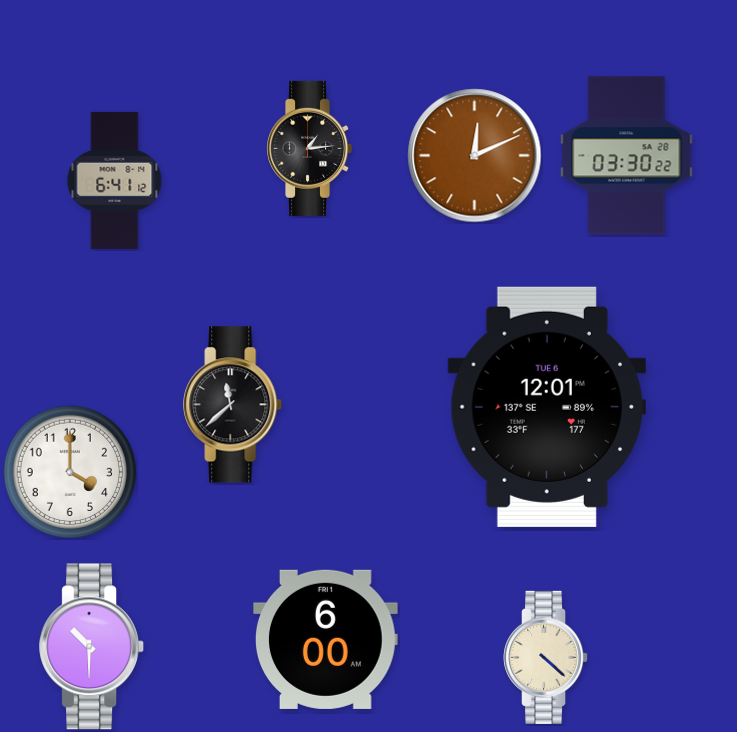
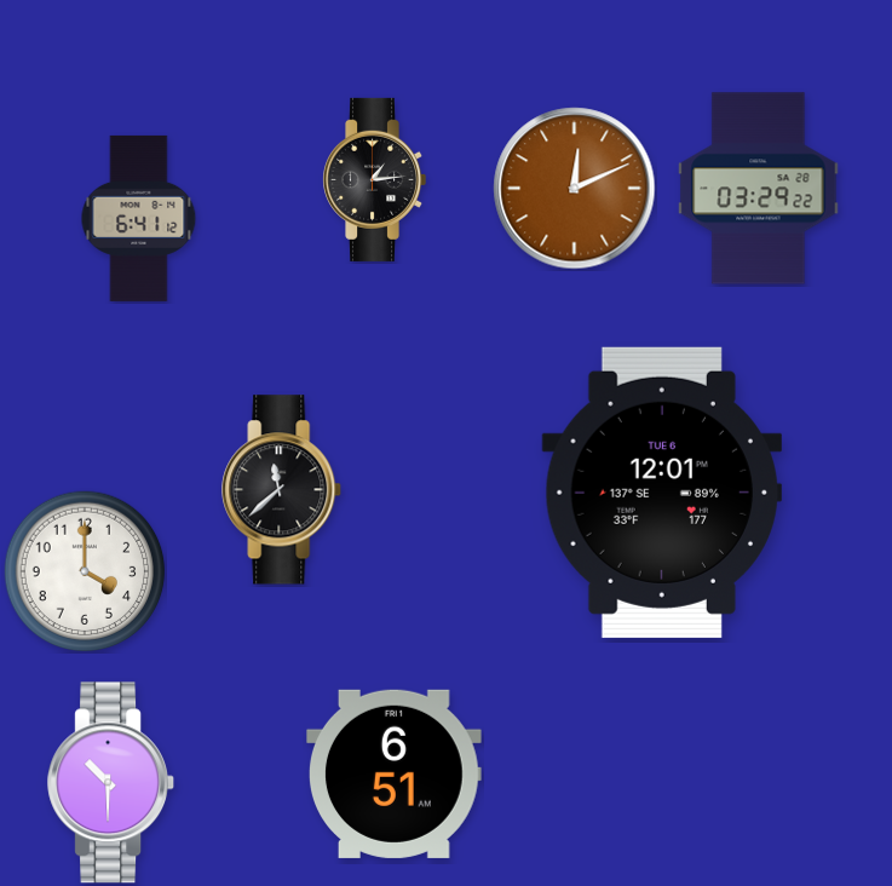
clock at (627, 156): 03:30 -> 03:29
clock at (326, 639): 6:00 -> 6:51
clock at (546, 657): 4:22 -> none
